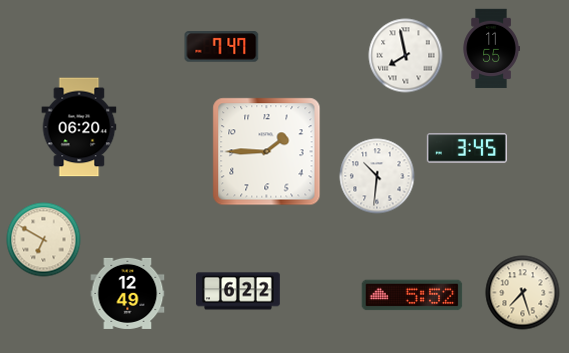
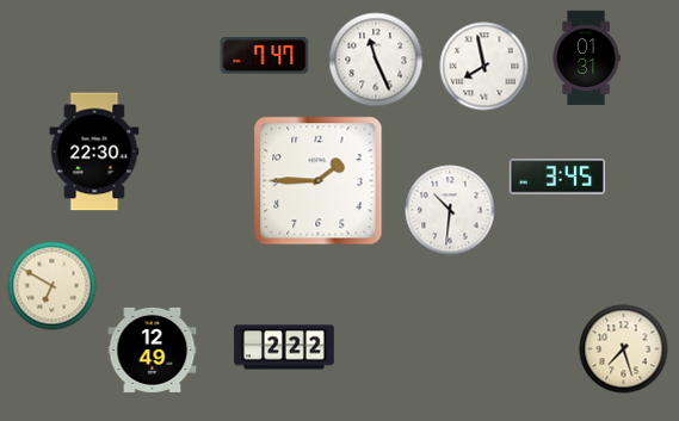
clock at (491, 49): 11:55 -> 01:31
clock at (376, 60): none -> 11:26
clock at (79, 127): 06:20 -> 22:30
clock at (238, 291): 6:22 -> 2:22
clock at (412, 295): 5:52 -> none
